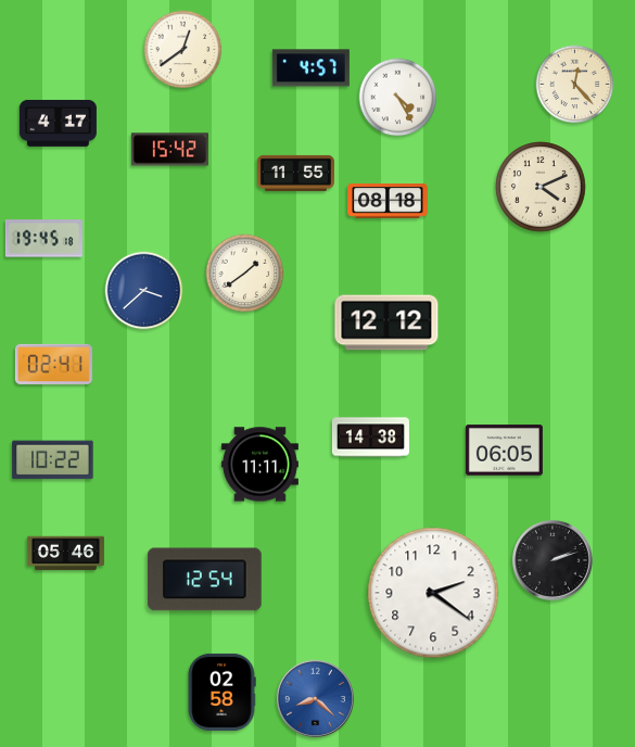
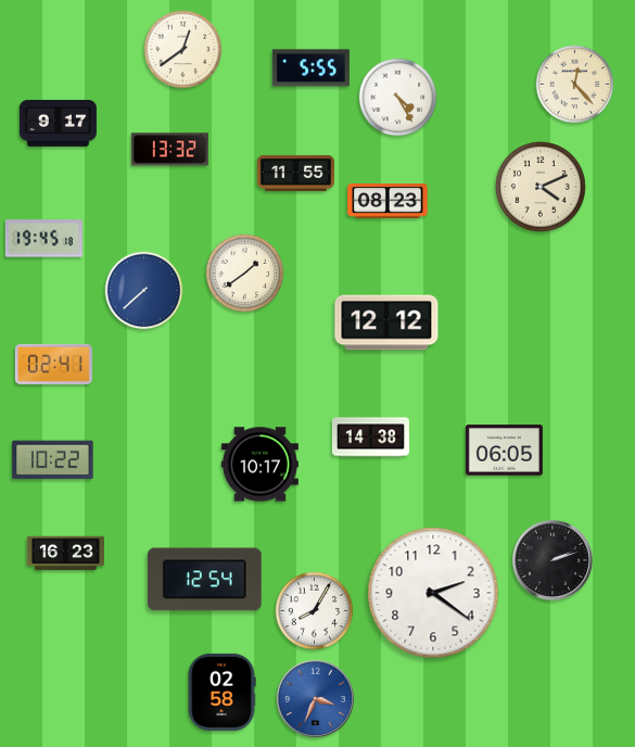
clock at (310, 68): 4:57 -> 5:55
clock at (58, 123): 4:17 -> 9:17
clock at (169, 150): 15:42 -> 13:32
clock at (388, 201): 08:18 -> 08:23
clock at (144, 291): 3:38 -> 7:38
clock at (259, 465): 11:11 -> 10:17
clock at (65, 554): 05:46 -> 16:23
clock at (315, 611): none -> 8:05
clock at (315, 698): 8:22 -> 3:34
